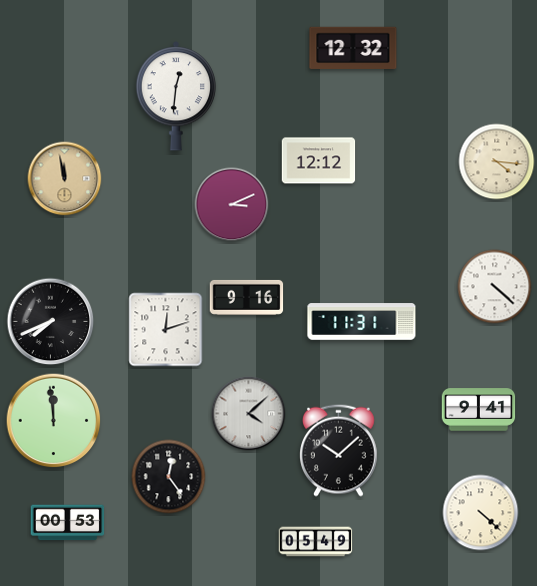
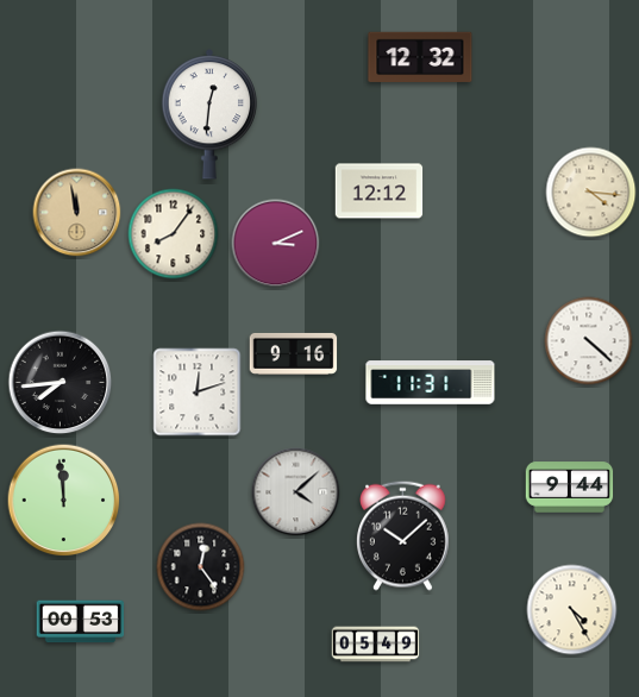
clock at (174, 234): none -> 8:06
clock at (51, 322): 7:41 -> 7:44
clock at (479, 410): 9:41 -> 9:44
clock at (481, 513): 4:22 -> 4:25
